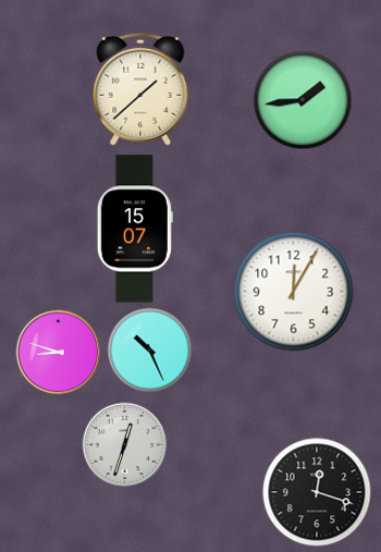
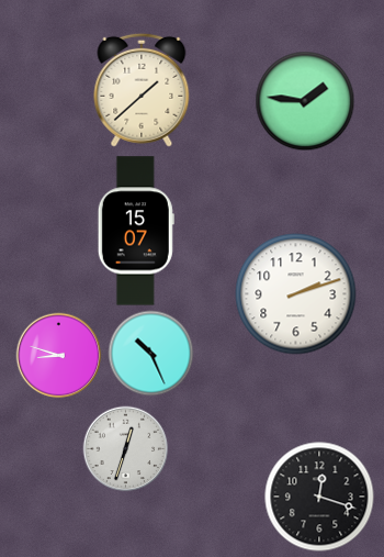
clock at (303, 100): 1:44 -> 1:46
clock at (294, 292): 12:05 -> 2:12
